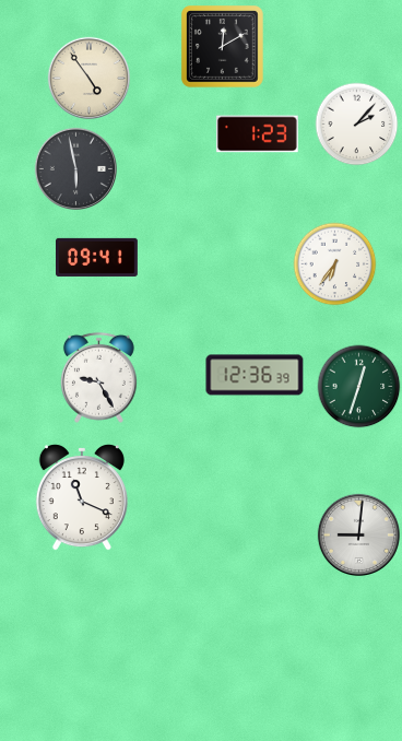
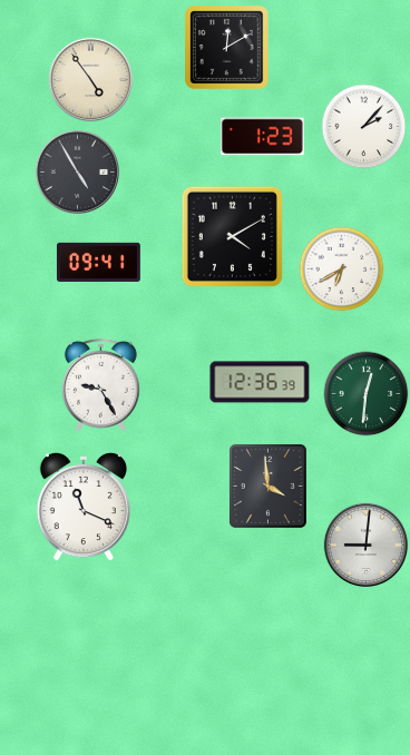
clock at (75, 168): 5:58 -> 4:55
clock at (232, 236): none -> 4:10
clock at (335, 264): 6:36 -> 6:40
clock at (359, 387): 12:33 -> 12:31
clock at (267, 486): none -> 3:59
